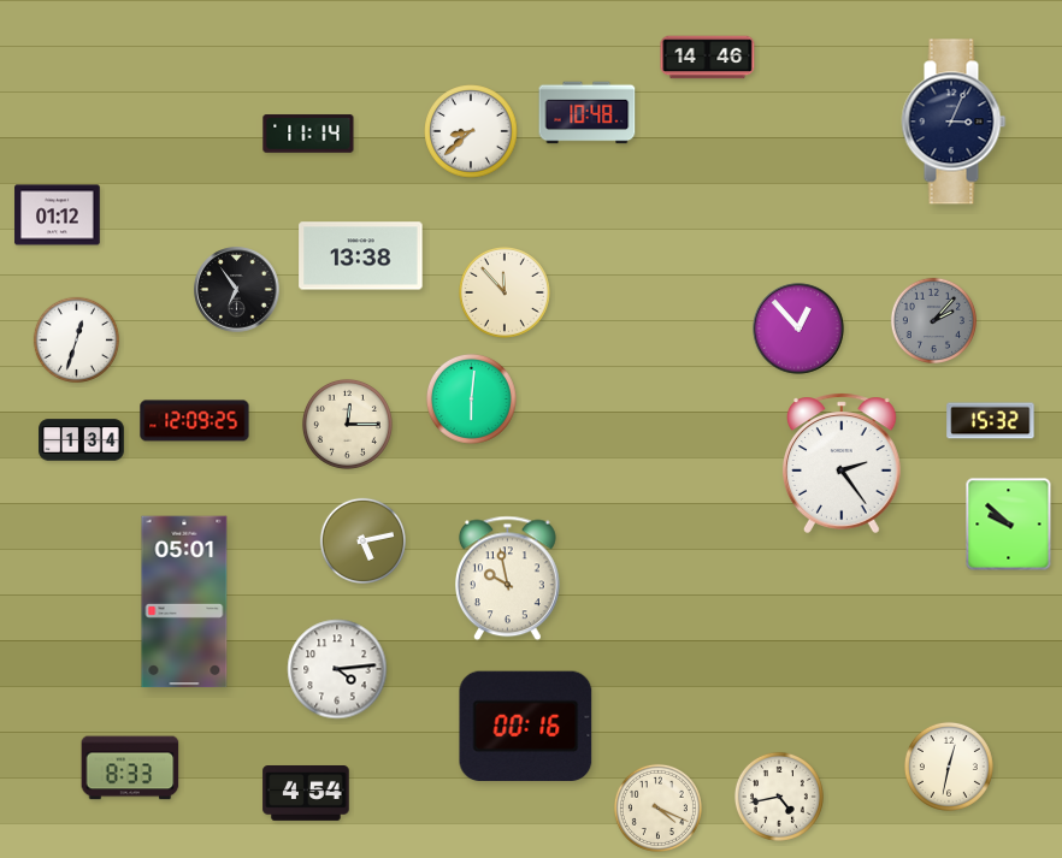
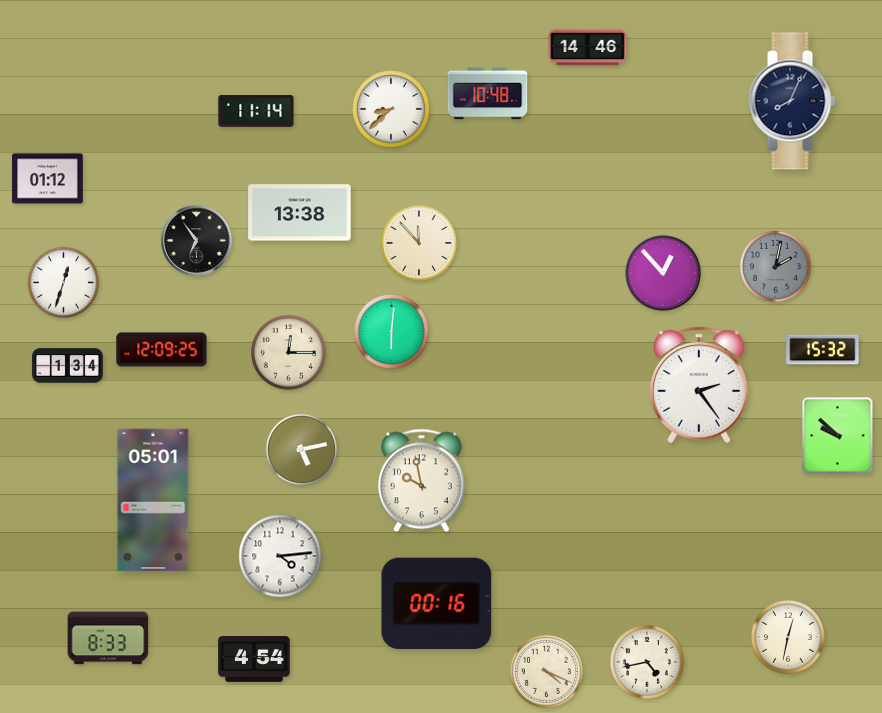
clock at (954, 122): 3:04 -> 8:04
clock at (933, 320): 2:07 -> 2:02
